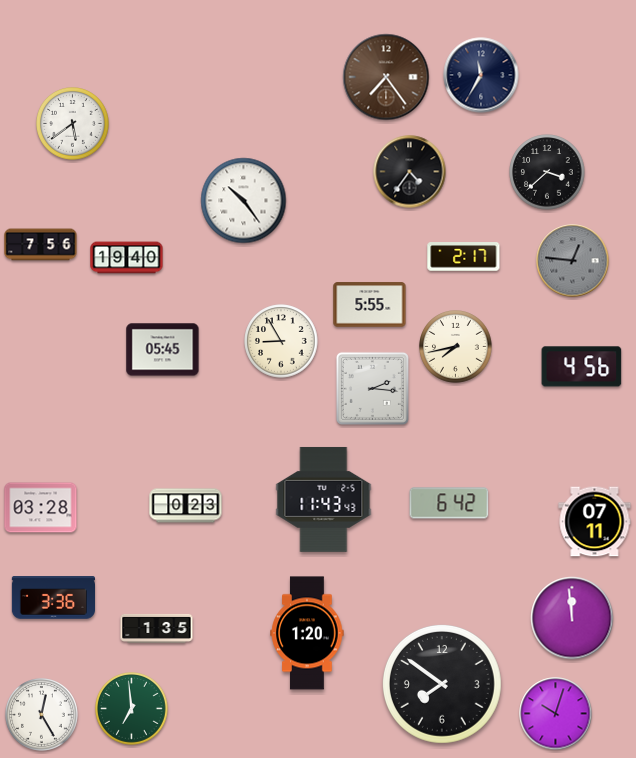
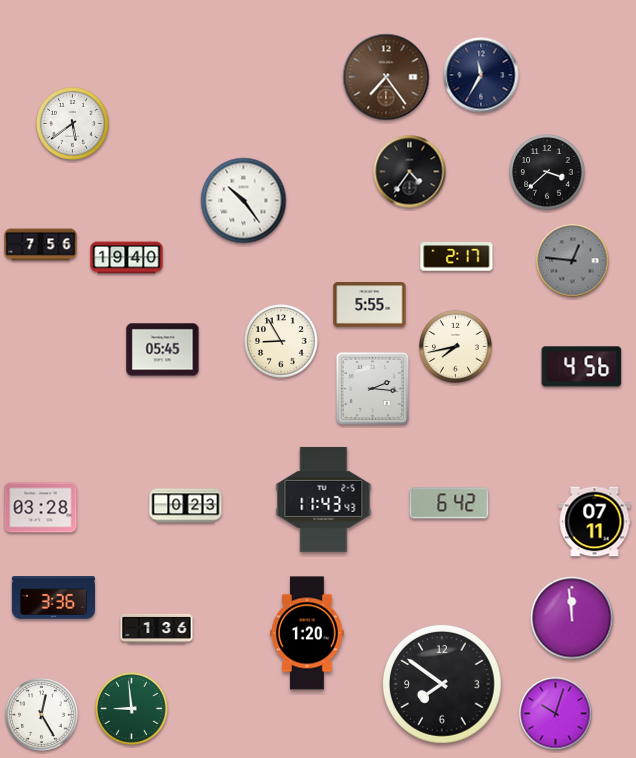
clock at (464, 257) position: (464, 257) -> (457, 257)
clock at (157, 628): 1:35 -> 1:36
clock at (132, 709): 6:59 -> 8:59
